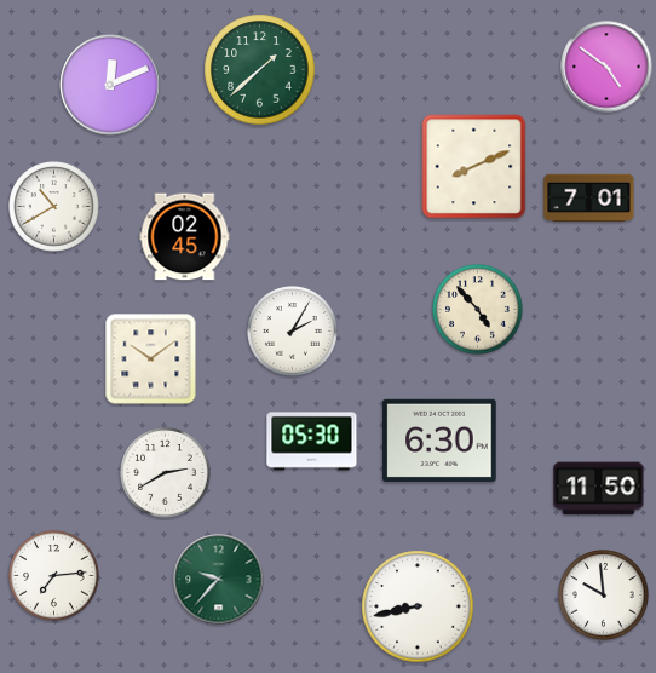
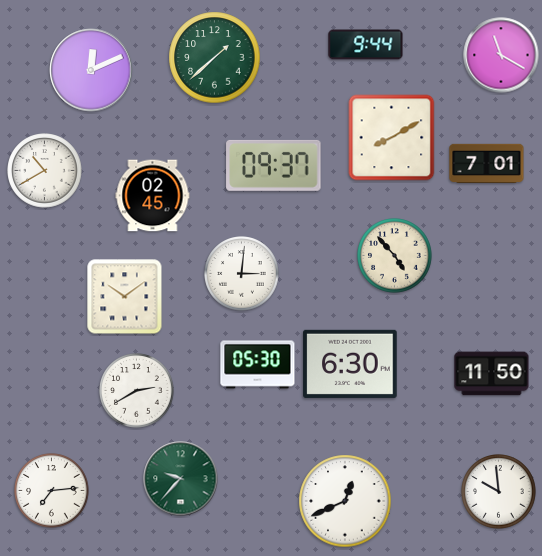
clock at (366, 45): none -> 9:44
clock at (606, 67): 4:51 -> 11:20
clock at (474, 167): 8:11 -> 8:10
clock at (274, 165): none -> 09:37
clock at (293, 332): 2:05 -> 3:01
clock at (439, 441) position: (439, 441) -> (350, 364)
clock at (599, 489) position: (599, 489) -> (492, 374)
clock at (54, 576) position: (54, 576) -> (52, 491)
clock at (418, 606): 8:43 -> 12:41
